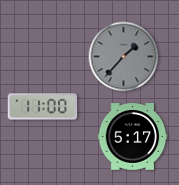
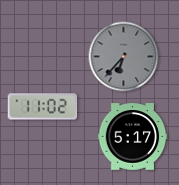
clock at (124, 57): 1:37 -> 6:37
clock at (43, 107): 11:00 -> 11:02
